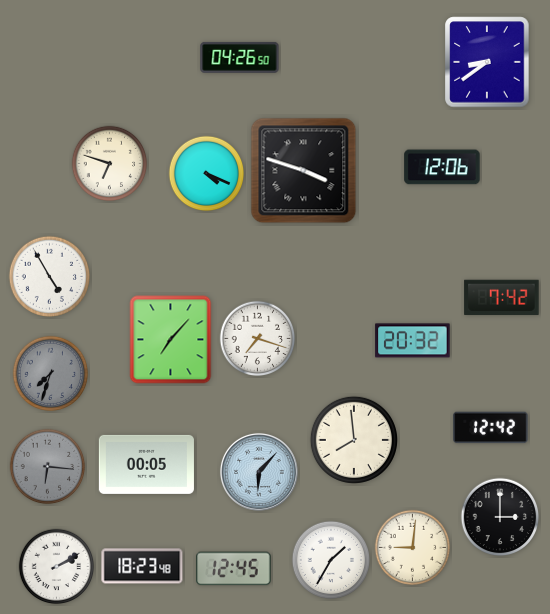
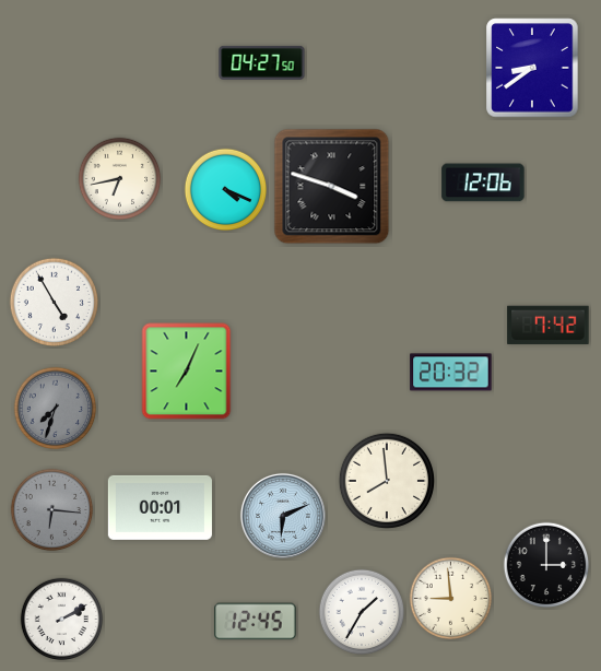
clock at (240, 57): 04:26 -> 04:27
clock at (110, 164): 6:48 -> 6:43
clock at (258, 339): 7:18 -> none
clock at (171, 340): 7:07 -> 7:04
clock at (491, 428): 12:42 -> none
clock at (146, 464): 00:05 -> 00:01
clock at (259, 472): 6:07 -> 6:11
clock at (413, 548): 9:01 -> 8:59
clock at (142, 566): 18:23 -> none
